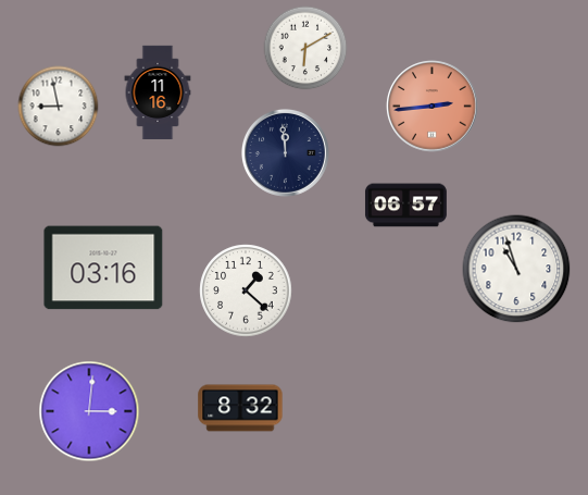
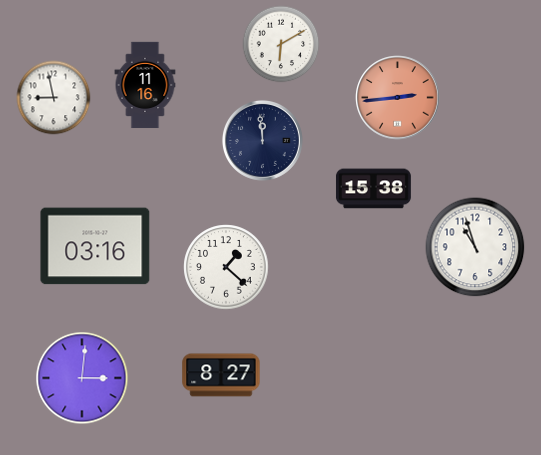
clock at (406, 206): 06:57 -> 15:38
clock at (240, 408): 8:32 -> 8:27
